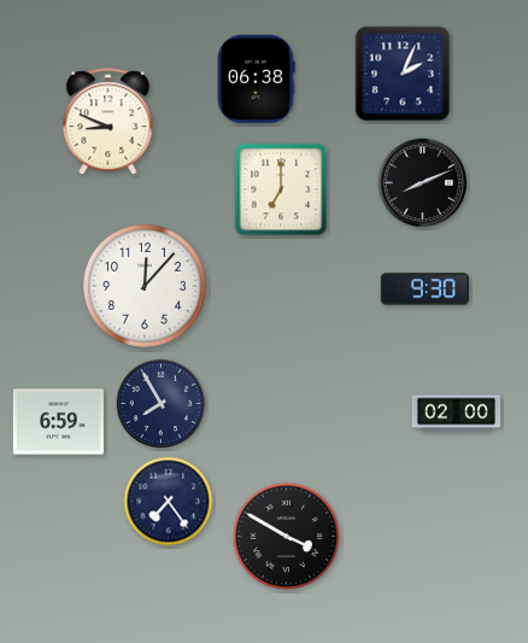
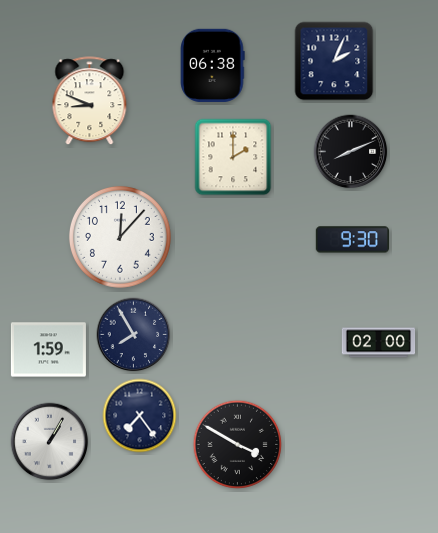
clock at (281, 189): 7:00 -> 2:00
clock at (58, 422): 6:59 -> 1:59
clock at (50, 442): none -> 1:05
